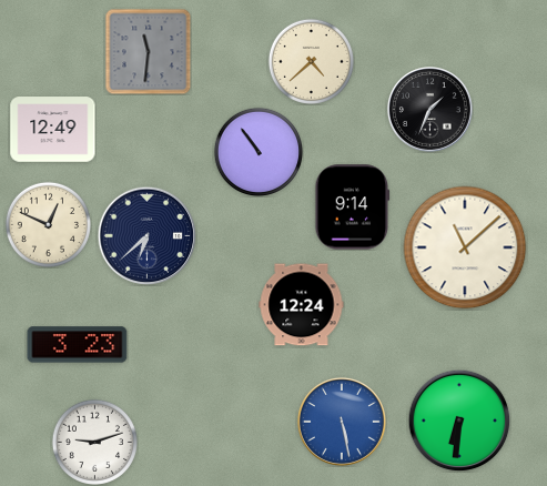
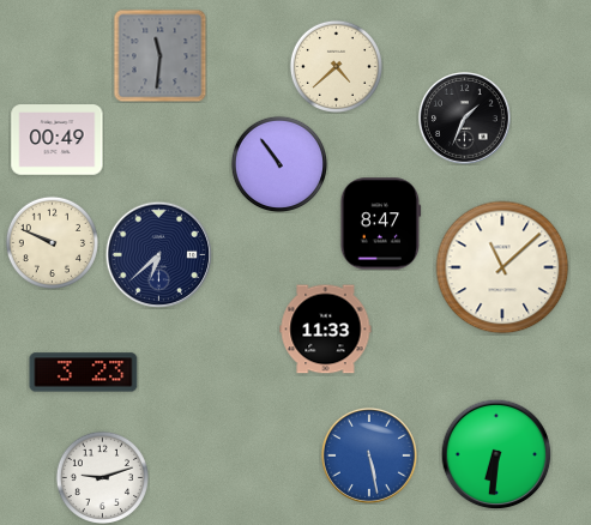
clock at (53, 130): 12:49 -> 00:49
clock at (353, 207): 9:14 -> 8:47
clock at (48, 224): 12:49 -> 9:49
clock at (302, 305): 12:24 -> 11:33
